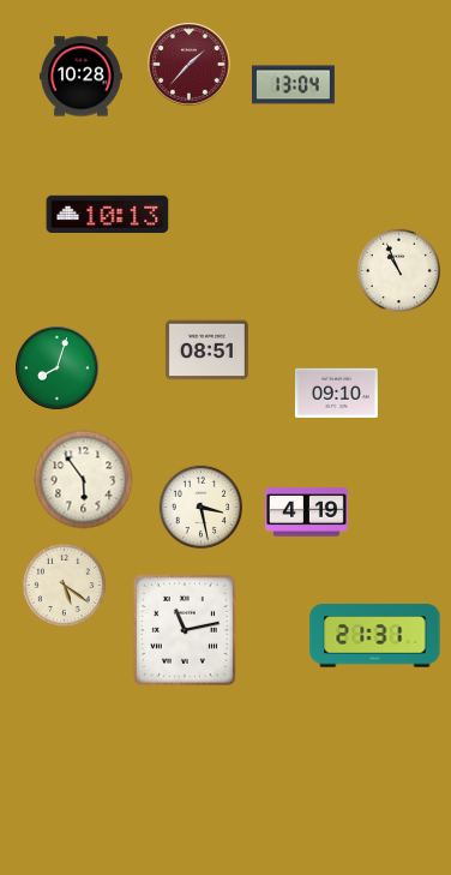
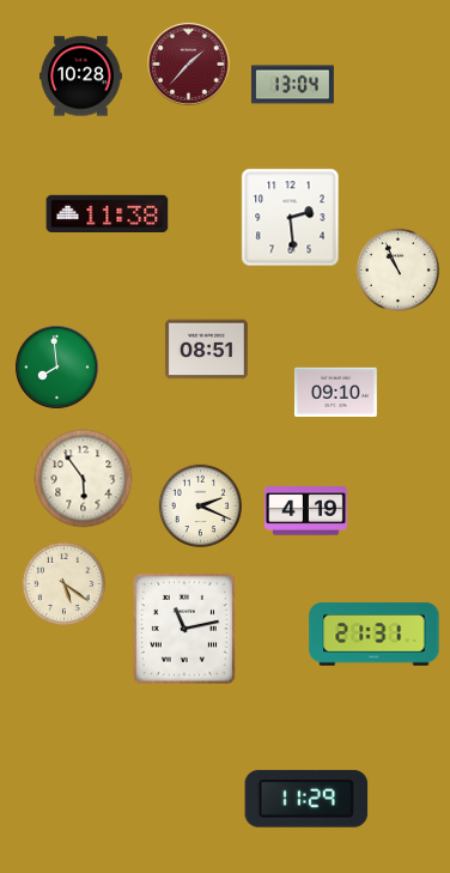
clock at (108, 214): 10:13 -> 11:38
clock at (291, 218): none -> 2:29
clock at (58, 368): 8:03 -> 7:59
clock at (200, 507): 3:28 -> 2:19
clock at (306, 799): none -> 11:29
